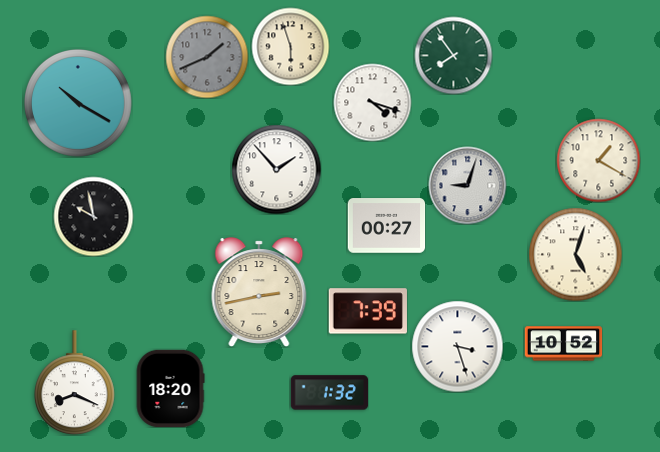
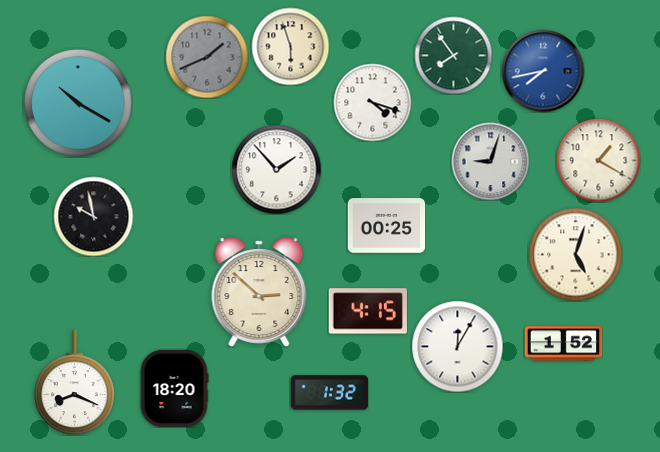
clock at (543, 71): none -> 7:43
clock at (467, 185) position: (467, 185) -> (490, 161)
clock at (386, 226): 00:27 -> 00:25
clock at (259, 292): 2:43 -> 2:52
clock at (368, 311): 7:39 -> 4:15
clock at (563, 344): 10:52 -> 1:52
clock at (457, 346): 3:27 -> 12:05
clock at (170, 388) position: (170, 388) -> (174, 388)
